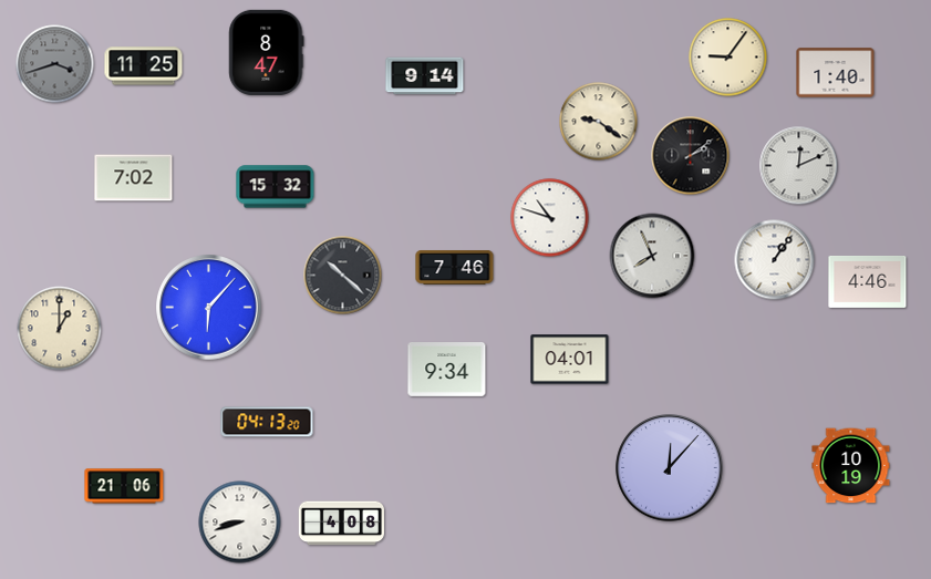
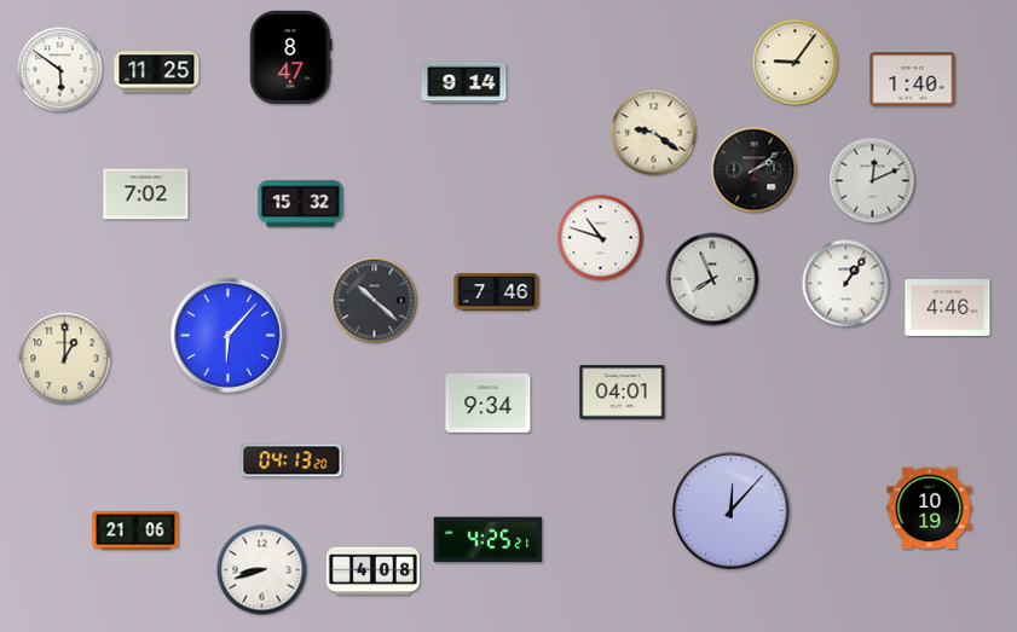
clock at (55, 64): 3:42 -> 5:51
clock at (55, 64) dial: grey -> white
clock at (489, 540): none -> 4:25
